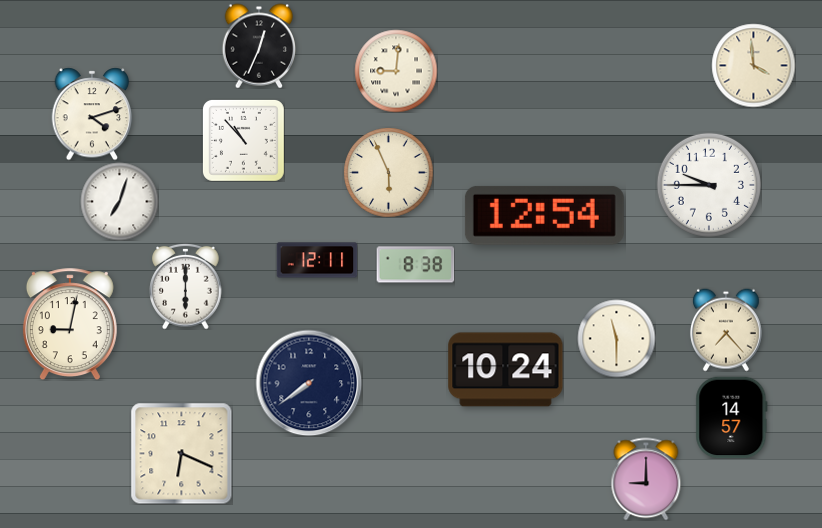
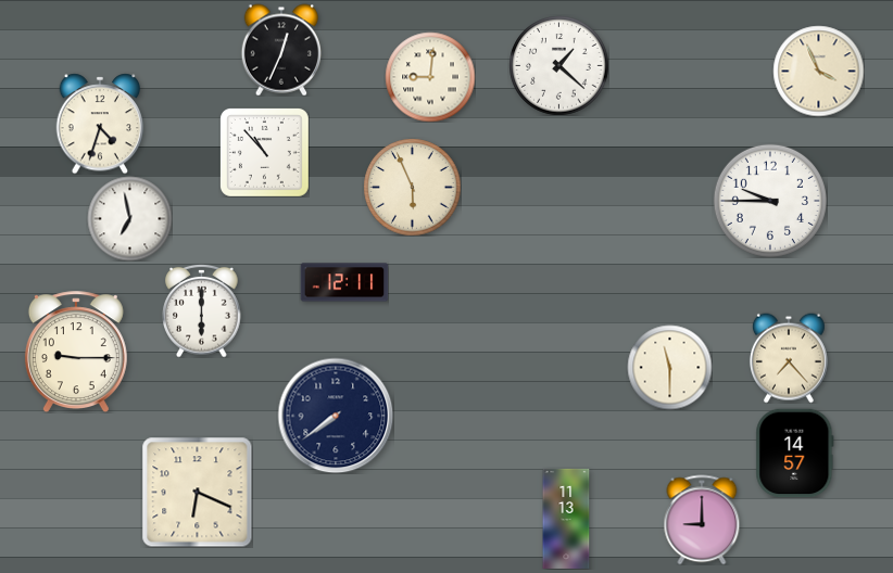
clock at (558, 65): none -> 1:22
clock at (753, 65): 3:59 -> 3:56
clock at (92, 114): 4:12 -> 4:33
clock at (388, 172) position: (388, 172) -> (412, 187)
clock at (119, 201): 7:03 -> 6:58
clock at (544, 215): 12:54 -> none
clock at (415, 265): 8:38 -> none
clock at (70, 324): 9:02 -> 9:15
clock at (506, 370): 10:24 -> none
clock at (566, 519): none -> 11:13
